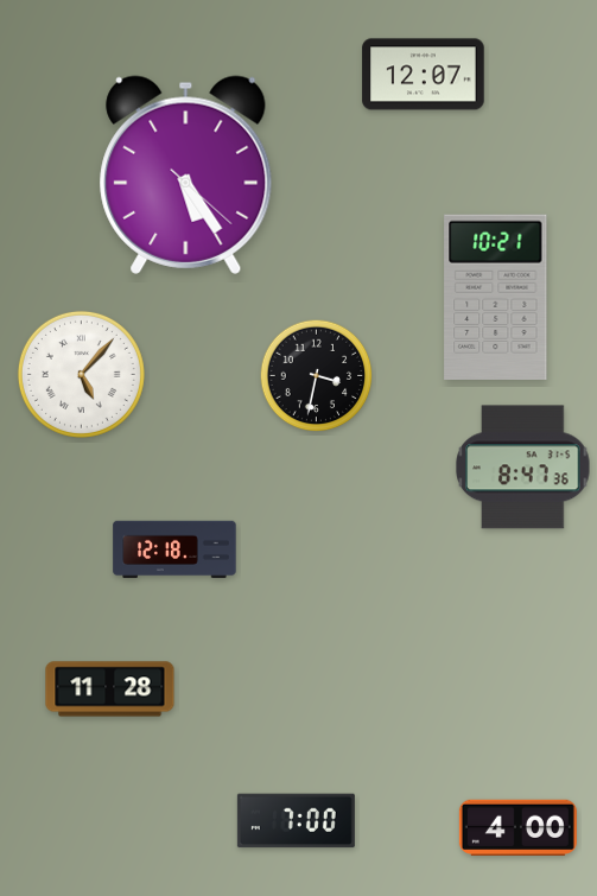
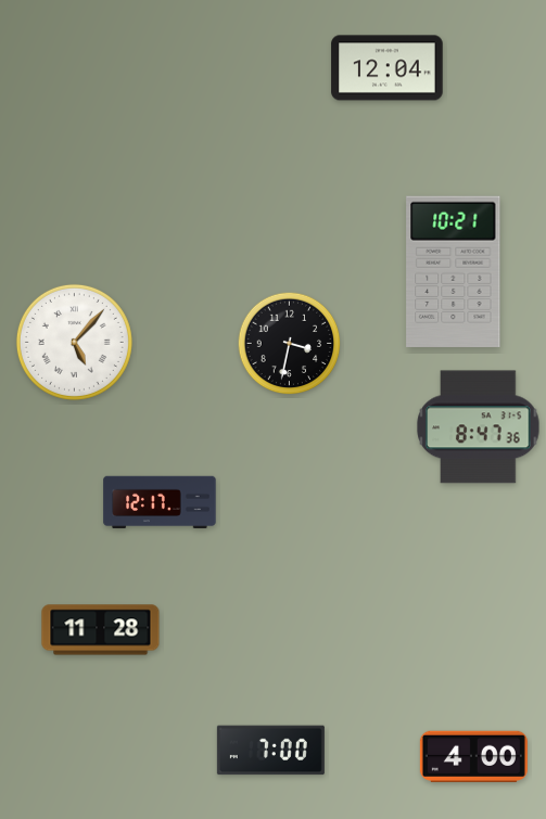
clock at (424, 75): 12:07 -> 12:04
clock at (186, 174): 5:24 -> none
clock at (174, 549): 12:18 -> 12:17
